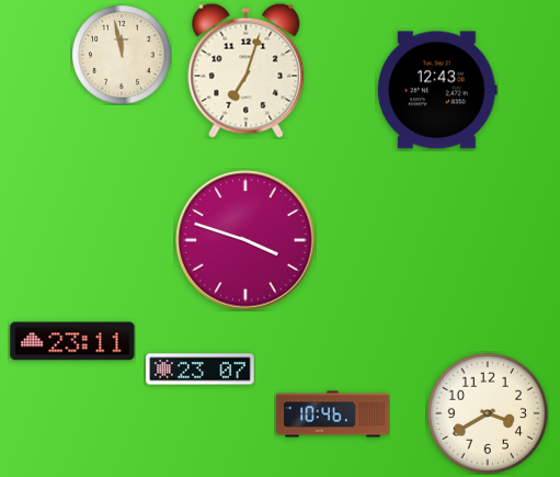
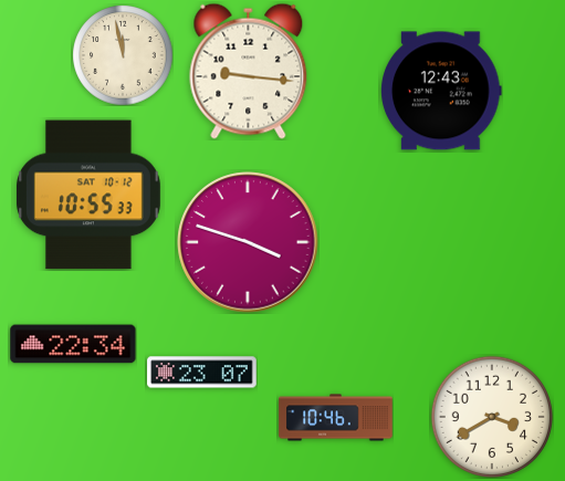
clock at (247, 70): 7:03 -> 9:16
clock at (88, 195): none -> 10:55
clock at (72, 341): 23:11 -> 22:34
